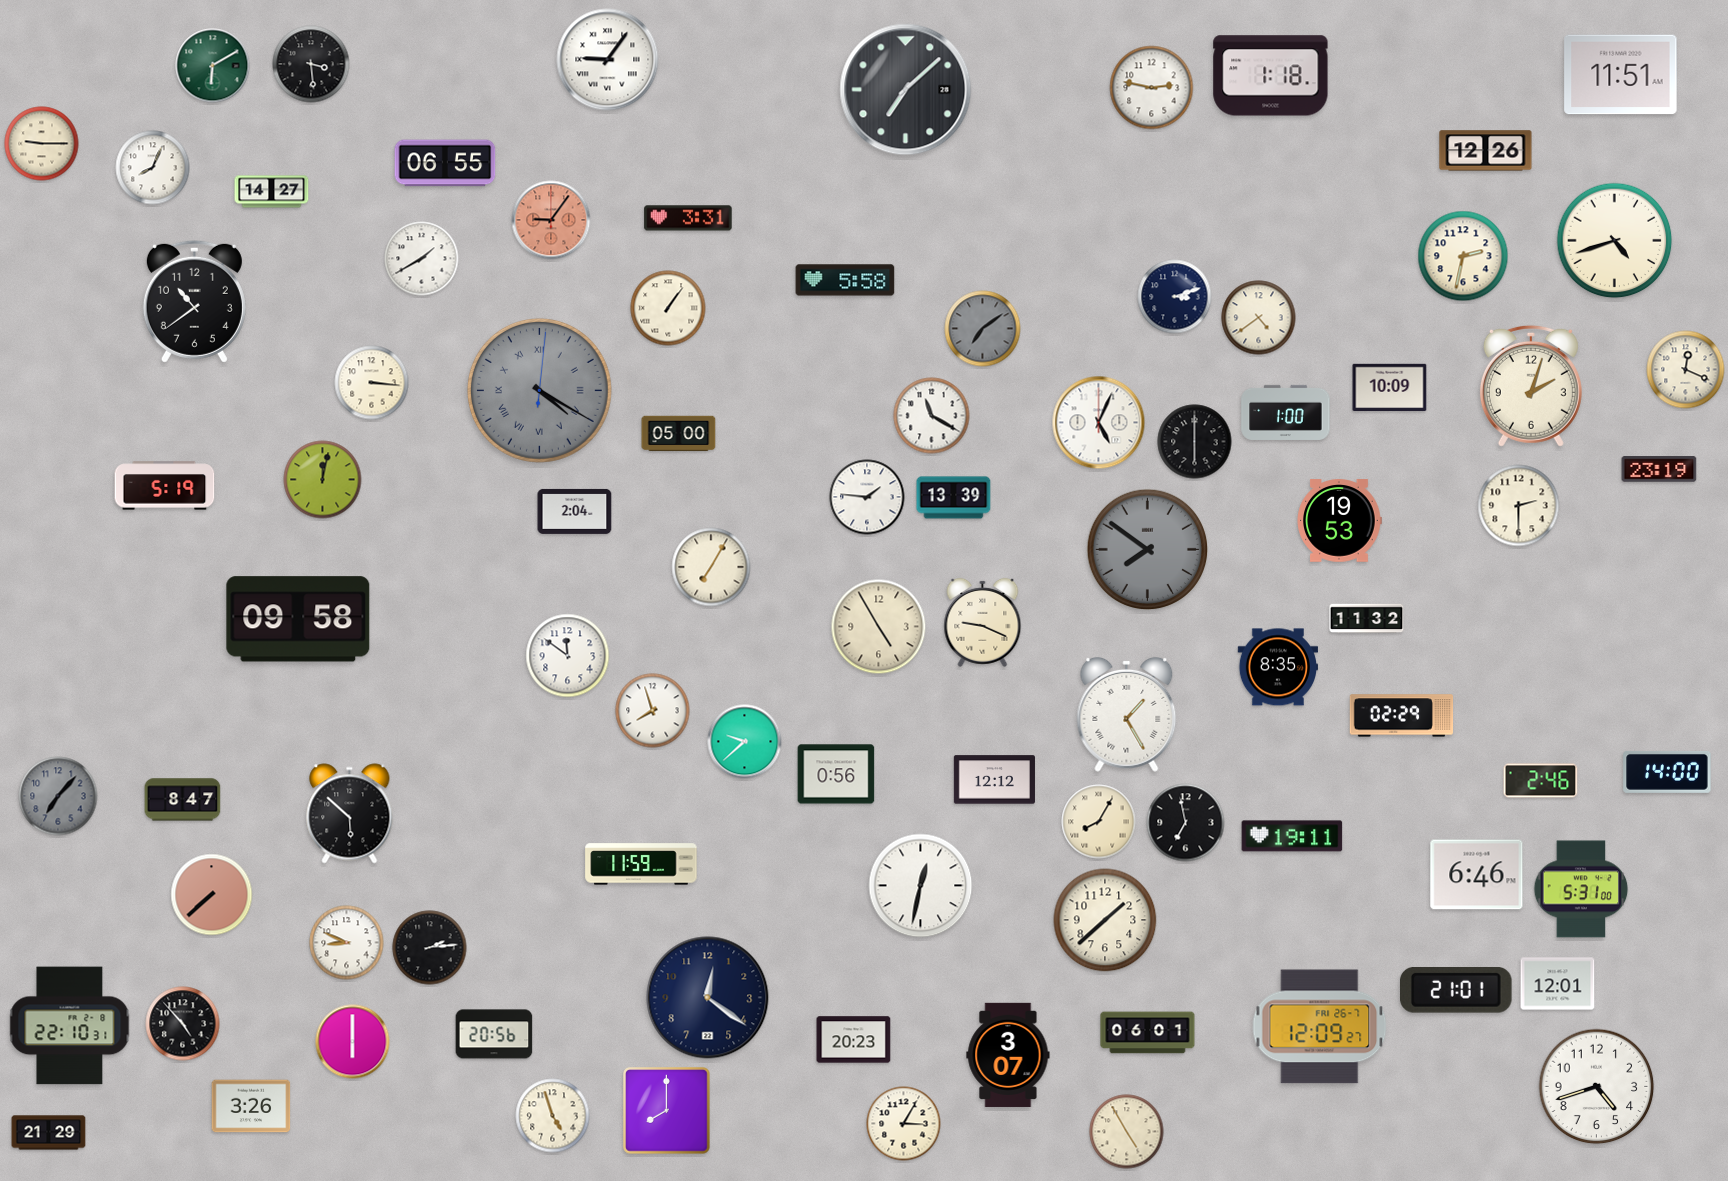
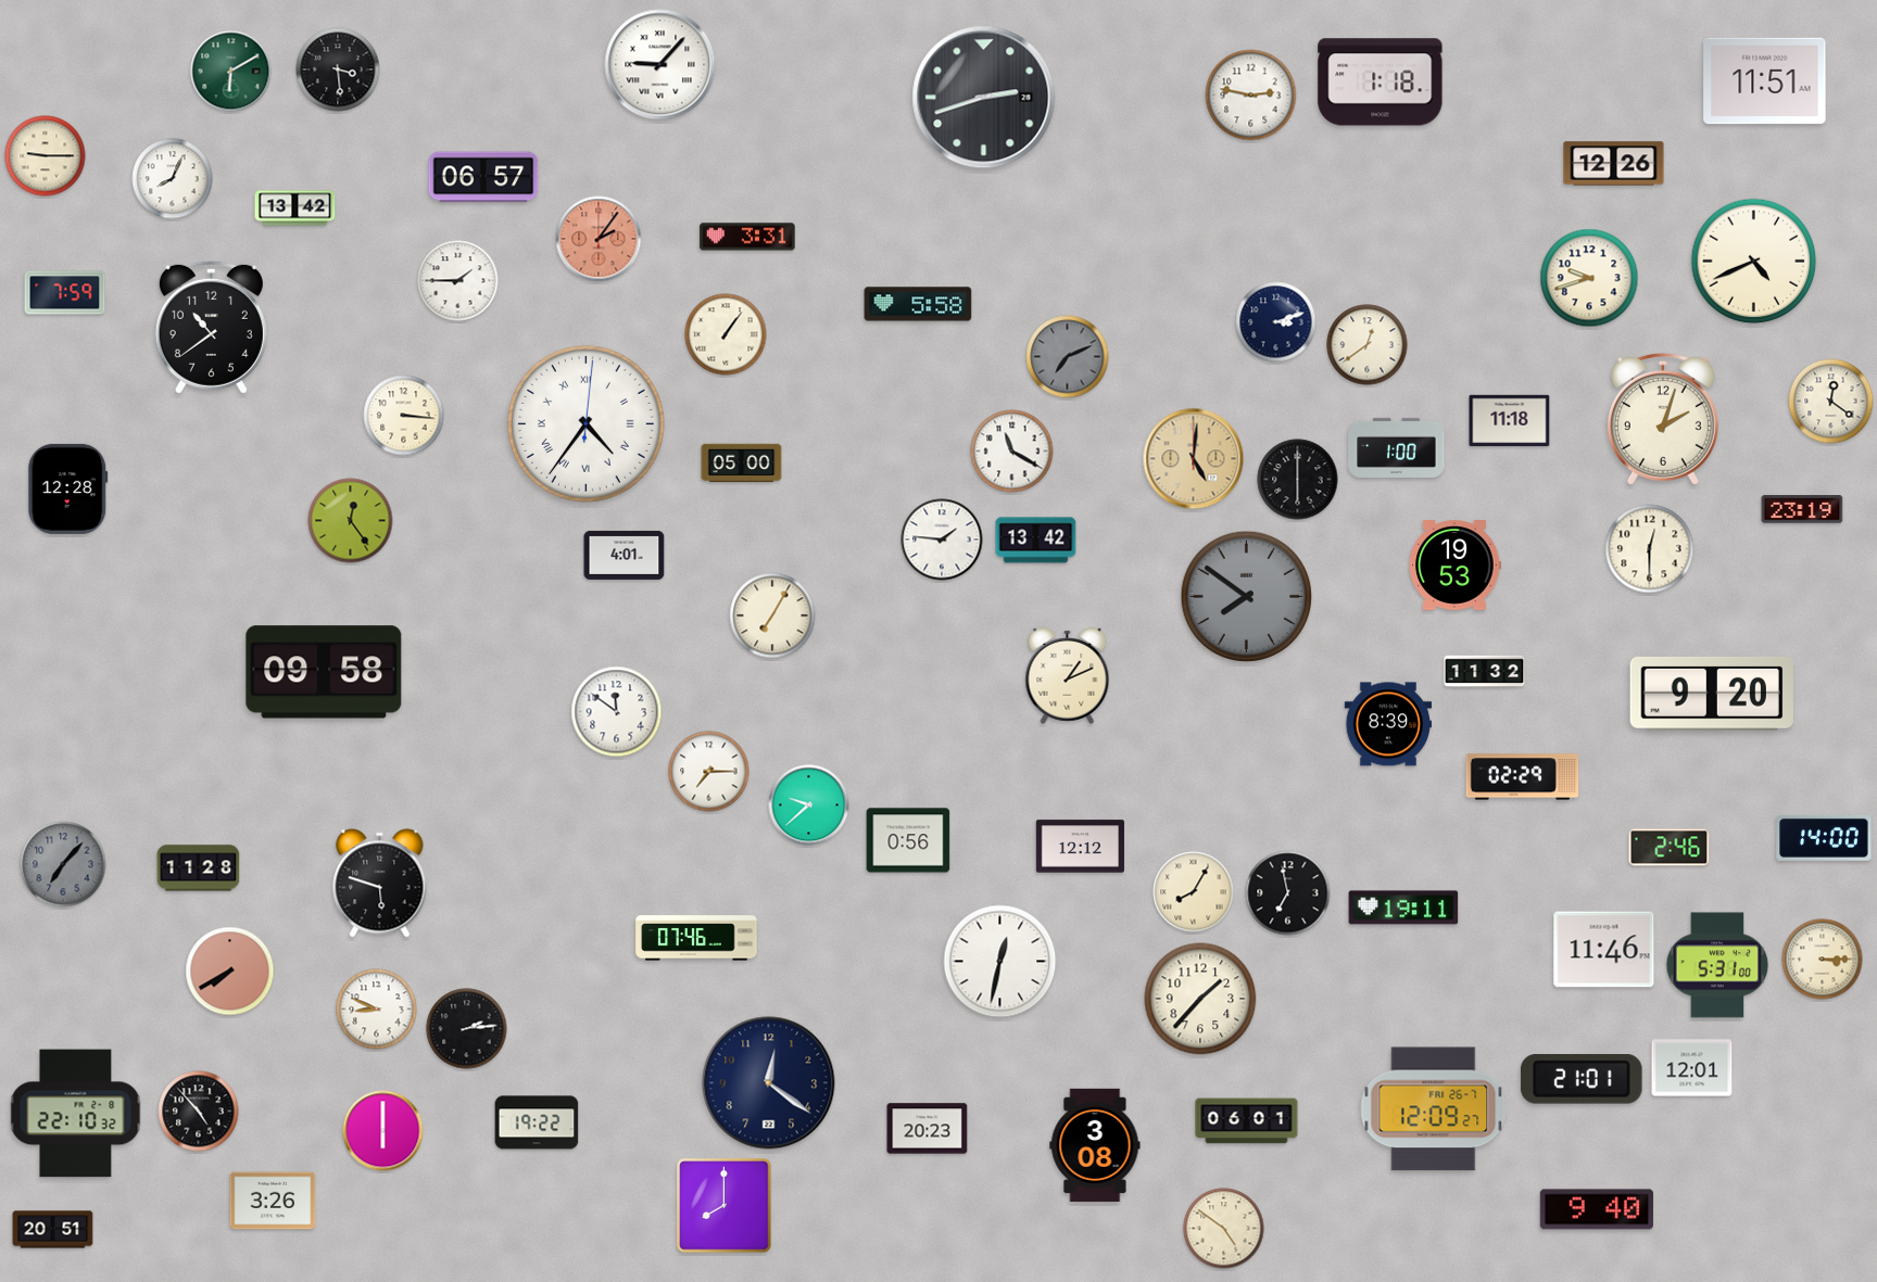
clock at (608, 60): 9:06 -> 9:07
clock at (1621, 75) position: (1621, 75) -> (1765, 81)
clock at (906, 90): 7:08 -> 2:42
clock at (445, 163): 06:55 -> 06:57
clock at (153, 168) position: (153, 168) -> (173, 179)
clock at (272, 192): 14:27 -> 13:42
clock at (551, 220): 9:06 -> 2:06
clock at (1615, 241): 4:42 -> 4:41
clock at (1463, 256): 2:32 -> 9:42
clock at (422, 259): 1:40 -> 1:45
clock at (65, 293): none -> 7:59
clock at (1259, 318): 4:39 -> 12:39
clock at (983, 329): 7:09 -> 7:11
clock at (1686, 370): 12:19 -> 12:21
clock at (1390, 388): 10:09 -> 11:18
clock at (539, 390): 4:20 -> 4:36
clock at (539, 390) dial: grey -> white
clock at (1099, 423): 5:04 -> 5:01
clock at (1099, 423) dial: white -> champagne
clock at (679, 434) position: (679, 434) -> (742, 464)
clock at (68, 488): none -> 12:28
clock at (323, 480): 12:02 -> 12:24
clock at (165, 486): 5:19 -> none
clock at (954, 498): 13:39 -> 13:42
clock at (1519, 506): 2:30 -> 12:30
clock at (575, 511): 2:04 -> 4:01
clock at (983, 622): 9:19 -> 1:11
clock at (879, 627): 4:55 -> none
clock at (1712, 694): none -> 9:20
clock at (1277, 667): 8:35 -> 8:39
clock at (653, 711): 7:57 -> 7:15
clock at (1127, 714): 1:25 -> none
clock at (1667, 772) position: (1667, 772) -> (1824, 838)
clock at (1541, 781) position: (1541, 781) -> (1670, 848)
clock at (183, 800): 8:47 -> 11:28
clock at (350, 814): 5:52 -> 5:48
clock at (641, 864): 11:59 -> 07:46
clock at (1477, 875): 6:46 -> 11:46
clock at (1823, 960): none -> 3:15
clock at (212, 895): 7:38 -> 7:40
clock at (1105, 920): 1:38 -> 1:37
clock at (347, 943) position: (347, 943) -> (377, 1010)
clock at (1456, 991) position: (1456, 991) -> (1582, 1080)
clock at (70, 1026): 22:10:31 -> 22:10:32
clock at (1320, 1027) position: (1320, 1027) -> (1434, 1109)
clock at (494, 1034): 20:56 -> 19:22
clock at (1008, 1055): 3:07 -> 3:08
clock at (1597, 1087): 4:42 -> none
clock at (1597, 1209): none -> 9:40
clock at (553, 1116): 4:57 -> none
clock at (904, 1124): 3:05 -> none
clock at (1127, 1132): 4:55 -> 4:51
clock at (49, 1133): 21:29 -> 20:51
